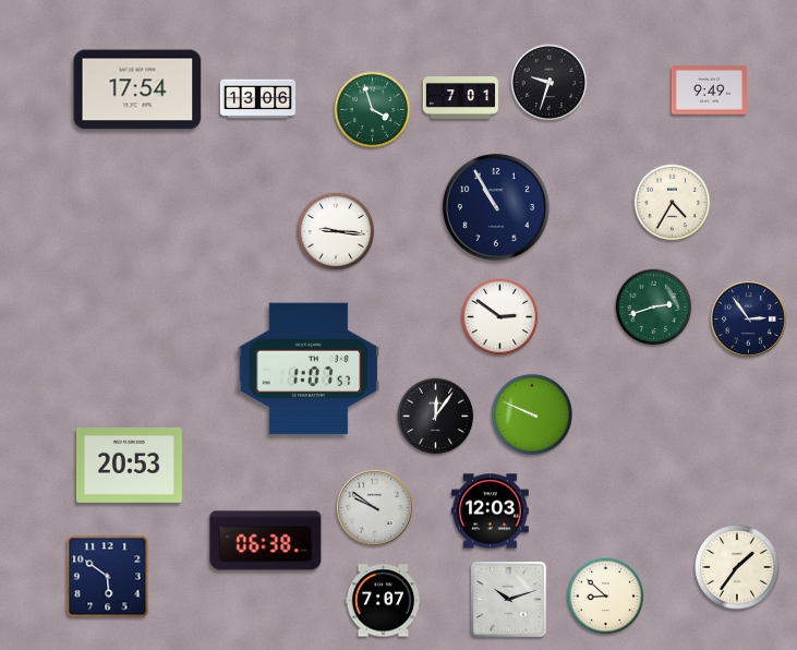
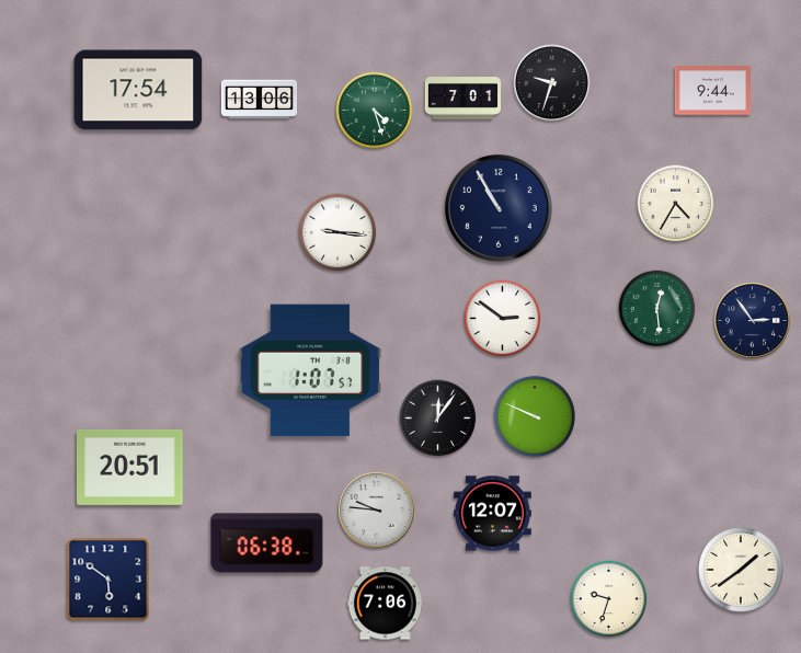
clock at (709, 91): 9:49 -> 9:44
clock at (373, 110): 3:57 -> 4:27
clock at (654, 308): 2:42 -> 12:29
clock at (130, 465): 20:53 -> 20:51
clock at (374, 507): 9:51 -> 9:46
clock at (491, 511): 12:03 -> 12:07
clock at (737, 567): 1:36 -> 1:39
clock at (606, 597): 8:52 -> 9:33
clock at (509, 600): 10:12 -> none
clock at (383, 601): 7:07 -> 7:06
